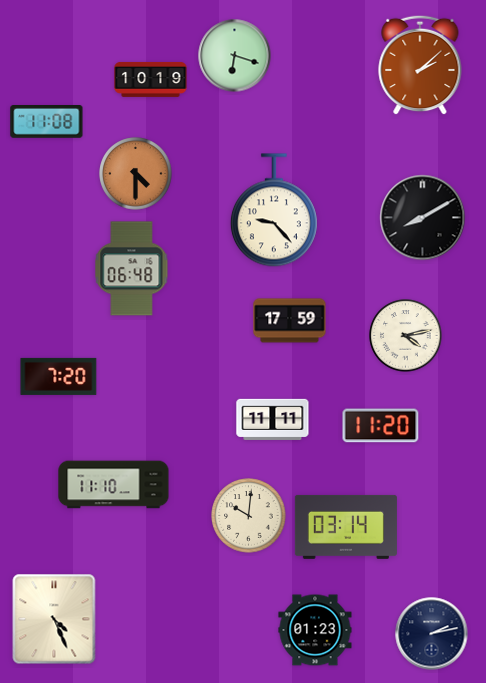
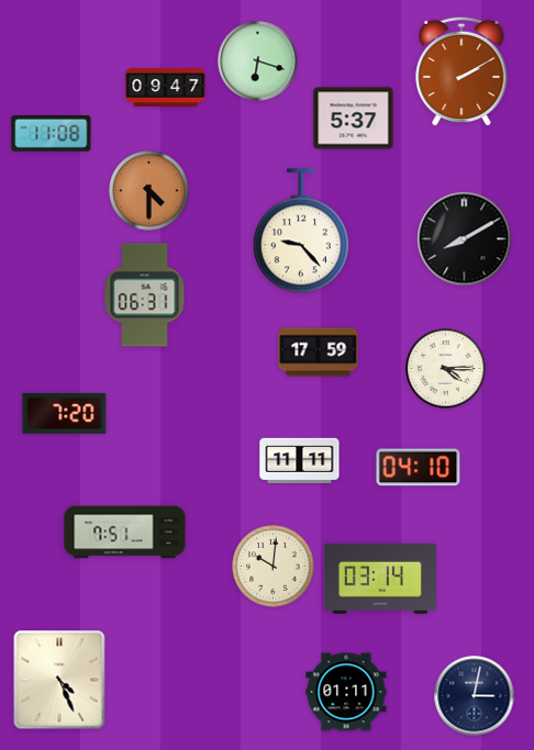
clock at (420, 65): 2:08 -> 2:10
clock at (151, 79): 10:19 -> 09:47
clock at (354, 119): none -> 5:37
clock at (132, 269): 06:48 -> 06:31
clock at (406, 336): 4:13 -> 4:15
clock at (381, 426): 11:20 -> 04:10
clock at (114, 485): 11:10 -> 7:51
clock at (315, 630): 01:23 -> 01:11
clock at (432, 634): 2:13 -> 3:02
